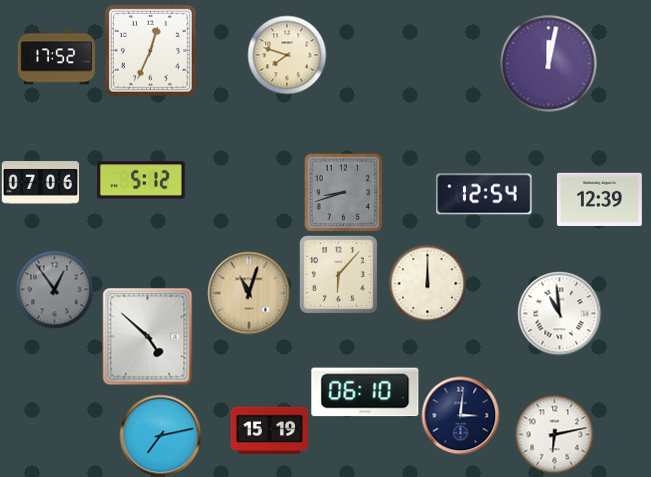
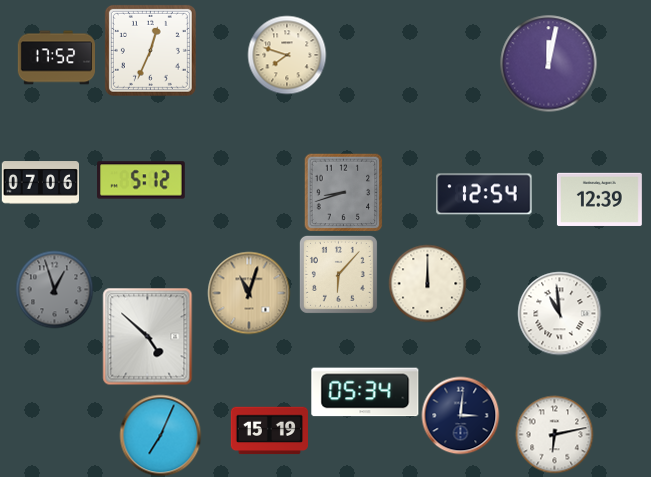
clock at (54, 289): 12:54 -> 12:57
clock at (365, 392): 06:10 -> 05:34
clock at (160, 435): 7:13 -> 7:04
